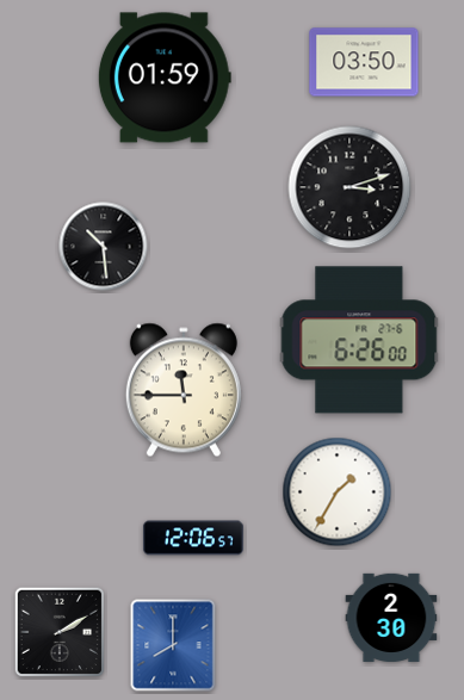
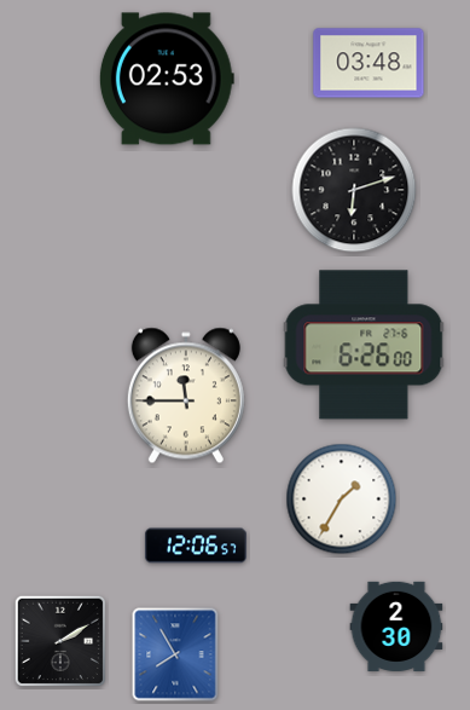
clock at (364, 62): 03:50 -> 03:48
clock at (165, 78): 01:59 -> 02:53
clock at (349, 187): 3:12 -> 6:12
clock at (104, 247): 10:29 -> none
clock at (173, 645): 8:00 -> 7:55
